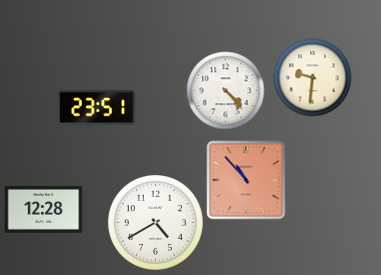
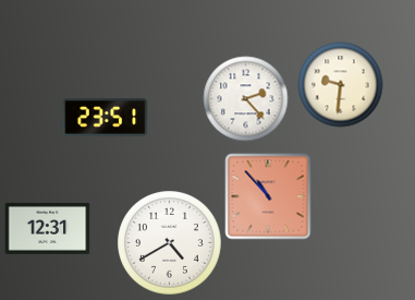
clock at (225, 90): 4:23 -> 2:23
clock at (43, 209): 12:28 -> 12:31
